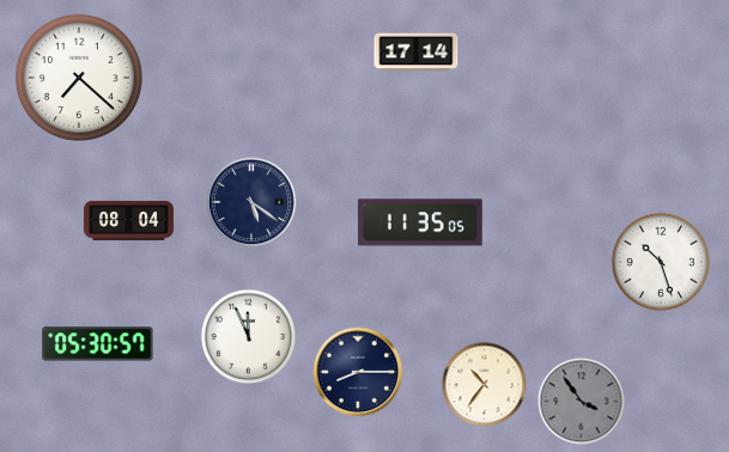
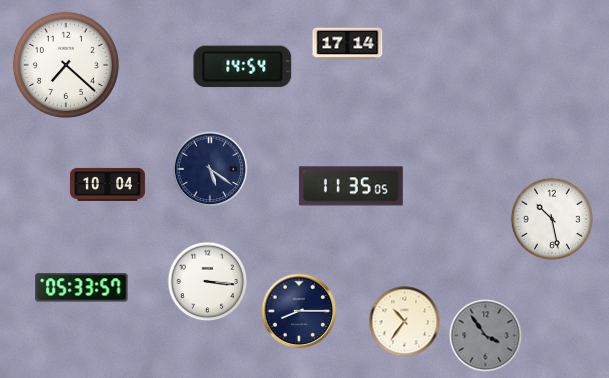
clock at (243, 67): none -> 14:54
clock at (128, 220): 08:04 -> 10:04
clock at (660, 261): 10:27 -> 10:28
clock at (249, 337): 11:56 -> 3:16
clock at (98, 344): 05:30 -> 05:33
